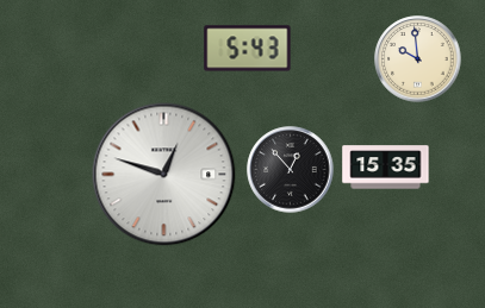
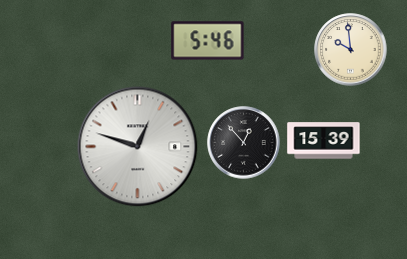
clock at (248, 49): 5:43 -> 5:46
clock at (386, 168): 15:35 -> 15:39
